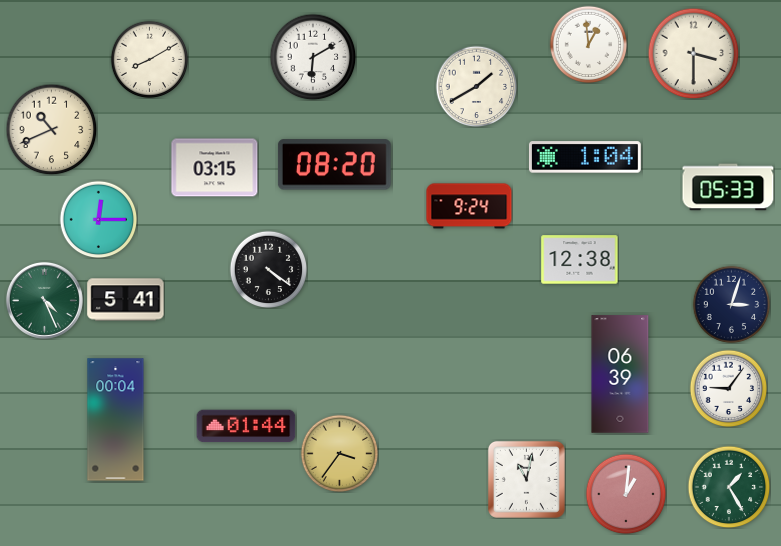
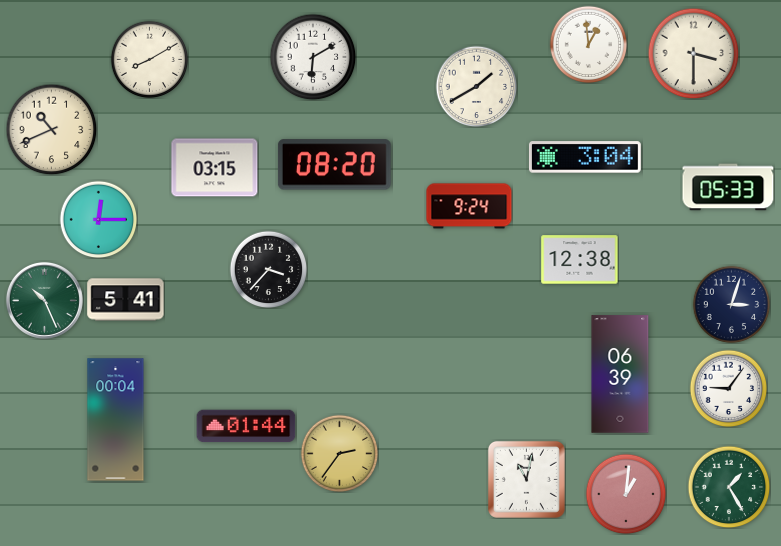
clock at (585, 157): 1:04 -> 3:04
clock at (268, 269): 4:21 -> 3:37
clock at (44, 300): 4:26 -> 10:26
clock at (339, 453): 3:36 -> 2:36
